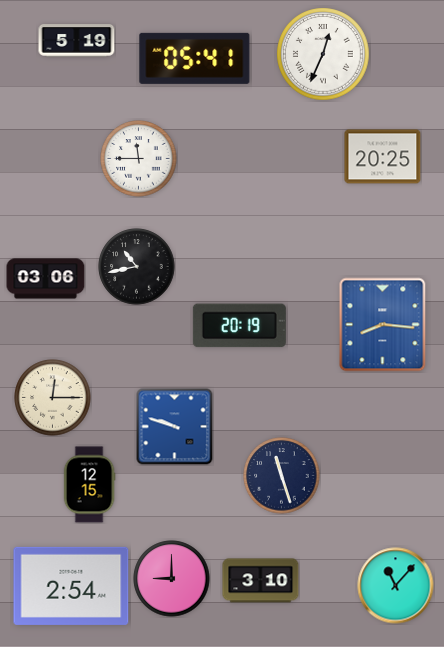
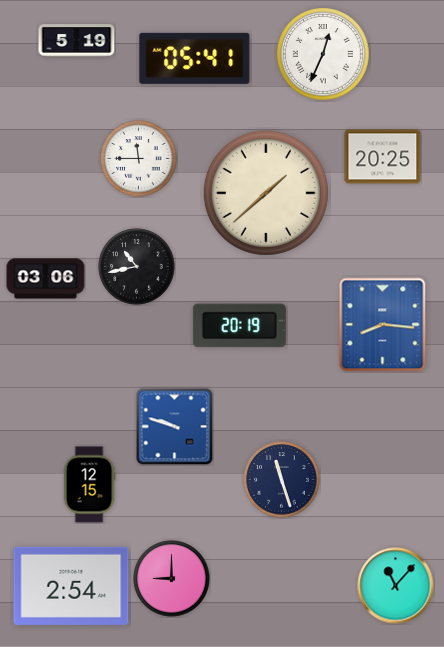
clock at (266, 193): none -> 1:38
clock at (53, 398): 12:15 -> none
clock at (282, 476) position: (282, 476) -> (282, 480)
clock at (261, 581): 3:10 -> none
